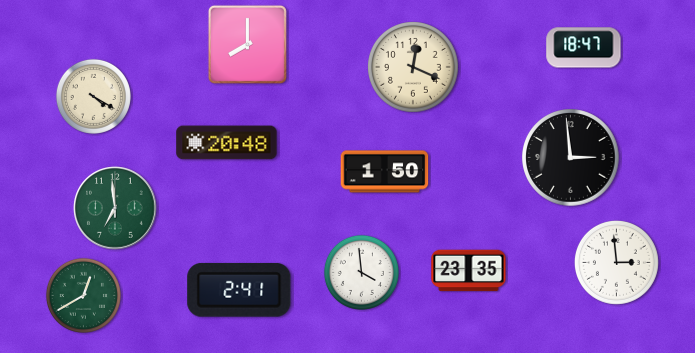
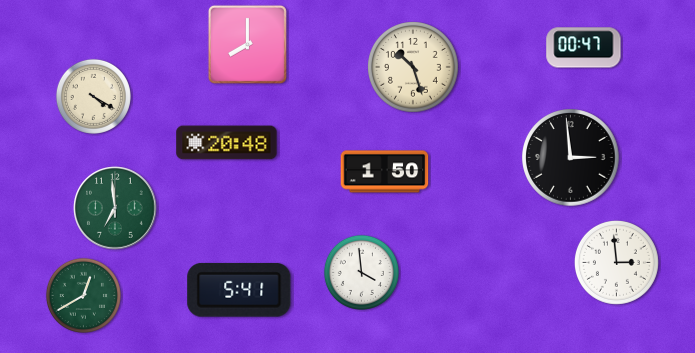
clock at (584, 48): 18:47 -> 00:47
clock at (414, 68): 12:19 -> 10:27
clock at (469, 271): 23:35 -> none
clock at (239, 290): 2:41 -> 5:41
